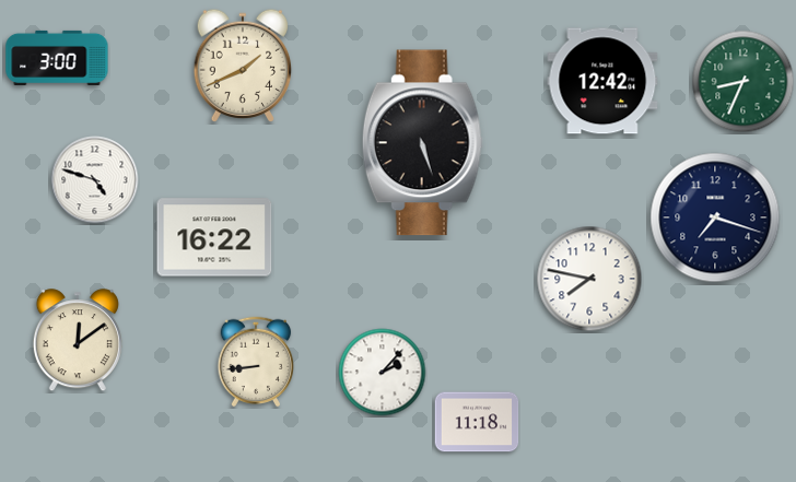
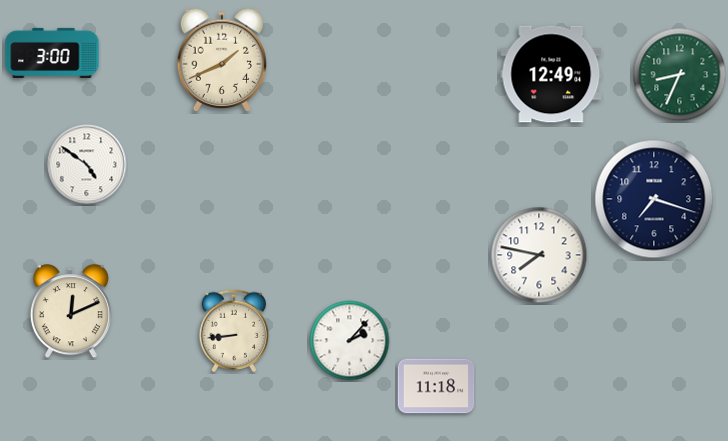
clock at (602, 81): 12:42 -> 12:49
clock at (422, 143): 5:27 -> none
clock at (95, 180): 4:48 -> 4:51
clock at (214, 237): 16:22 -> none
clock at (78, 341): 12:09 -> 12:11
